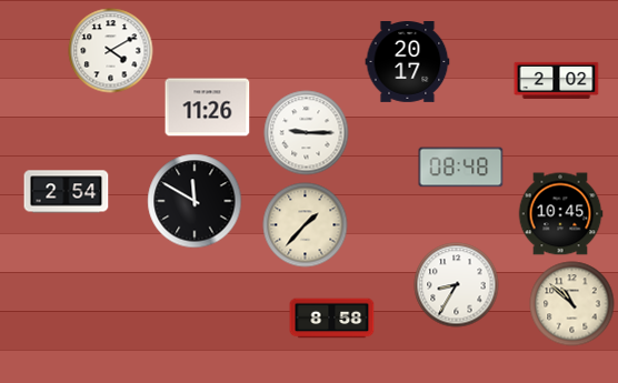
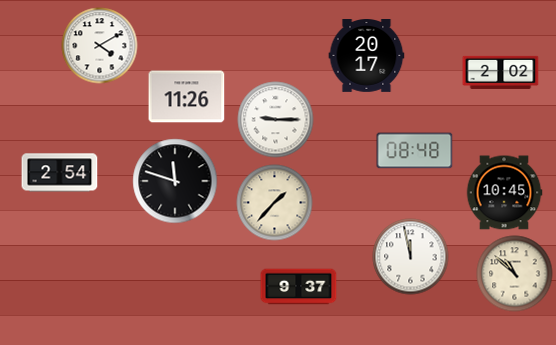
clock at (195, 201): 11:50 -> 11:48
clock at (457, 285): 8:35 -> 11:58
clock at (332, 319): 8:58 -> 9:37
